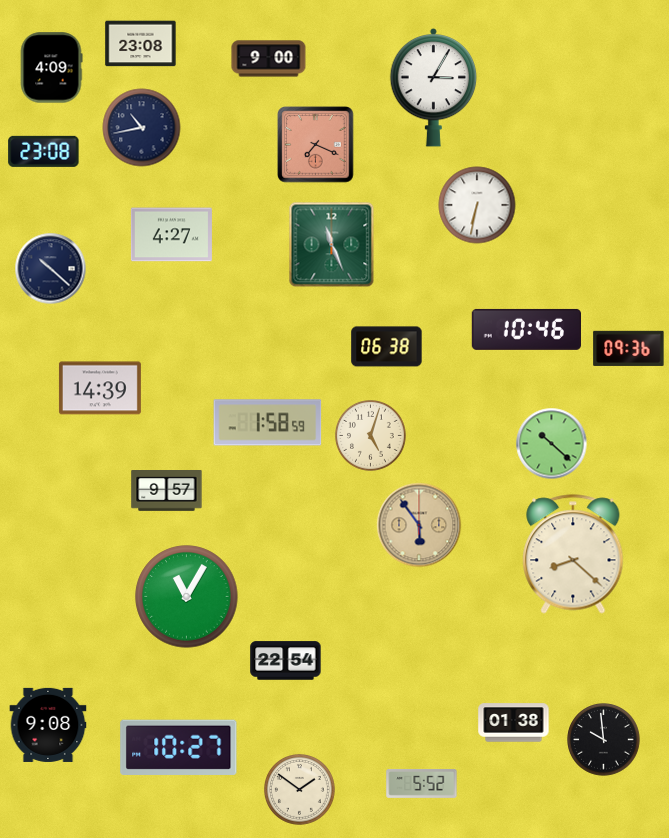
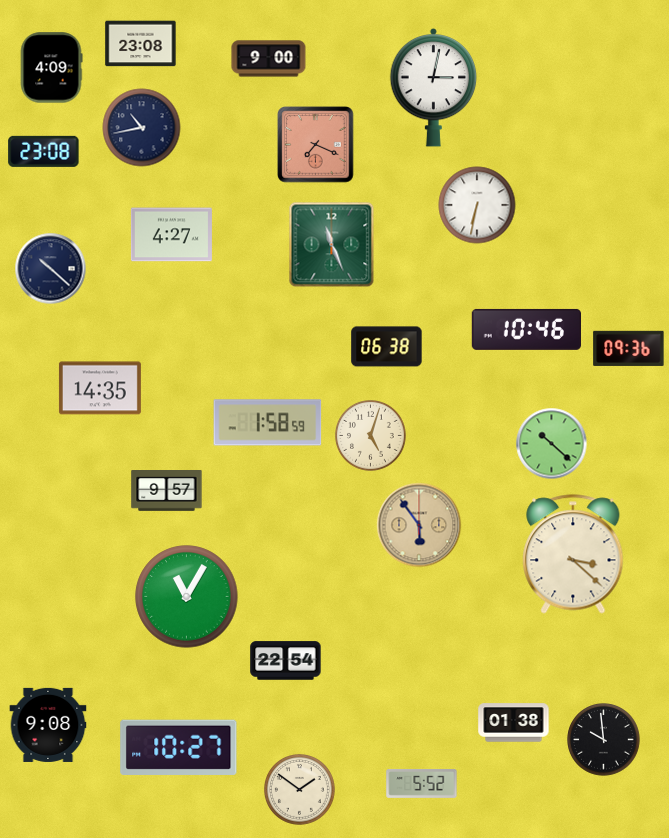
clock at (434, 87): 3:05 -> 3:02
clock at (100, 388): 14:39 -> 14:35
clock at (573, 554): 8:22 -> 3:22
